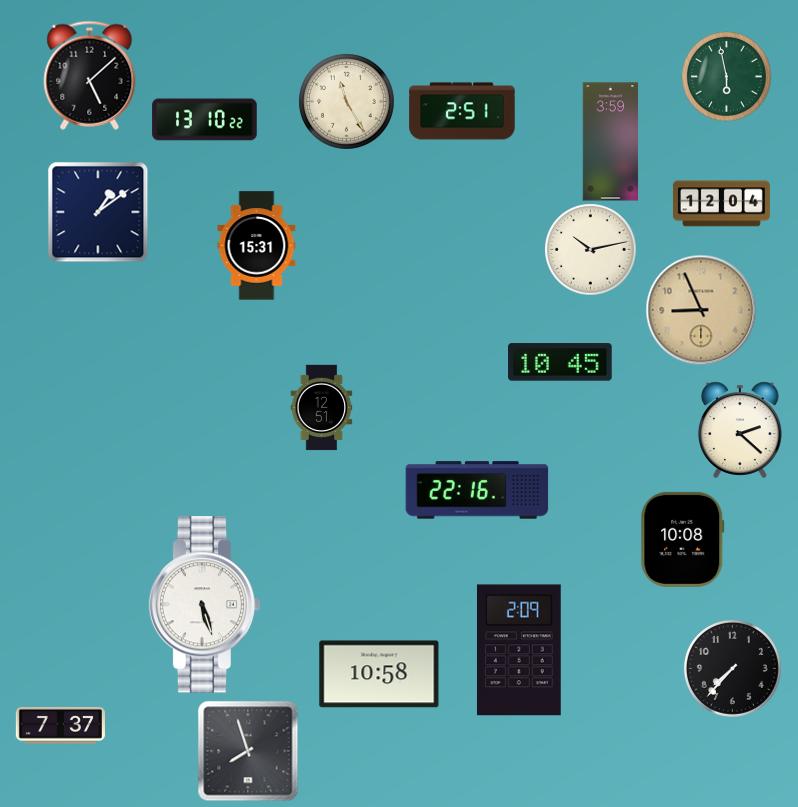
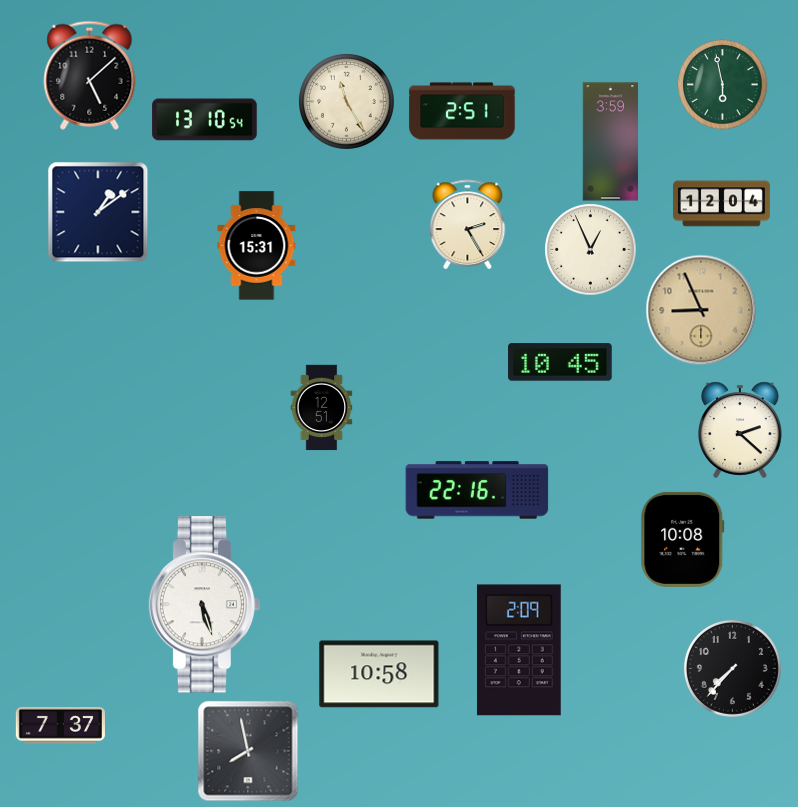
clock at (726, 76) position: (726, 76) -> (722, 84)
clock at (205, 120): 13:10:22 -> 13:10:54
clock at (468, 224): none -> 2:25
clock at (590, 249): 10:13 -> 12:56
clock at (248, 751): 7:57 -> 7:58
